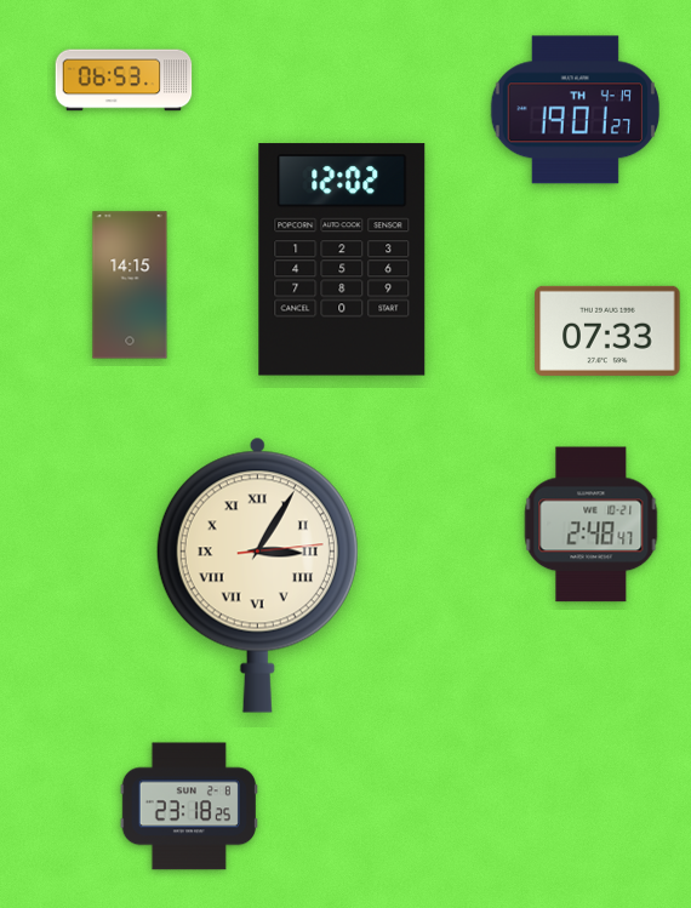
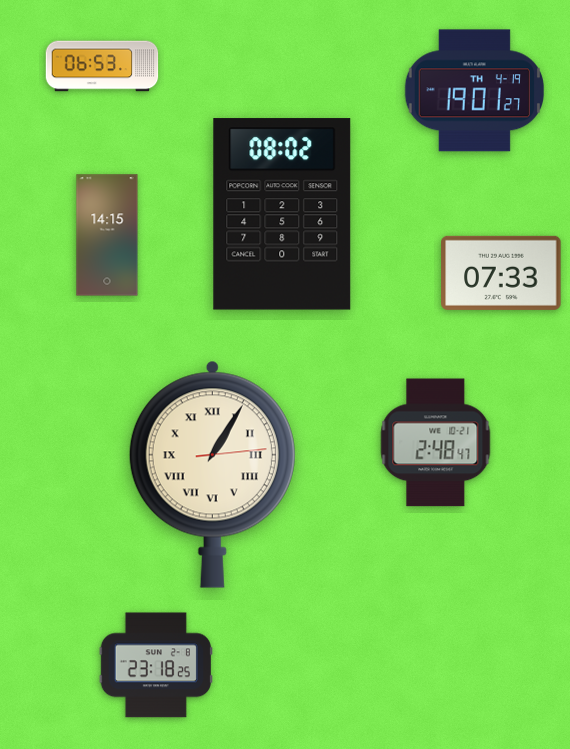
clock at (342, 259): 12:02 -> 08:02
clock at (592, 525) position: (592, 525) -> (436, 443)
clock at (257, 575): 3:05 -> 1:05
